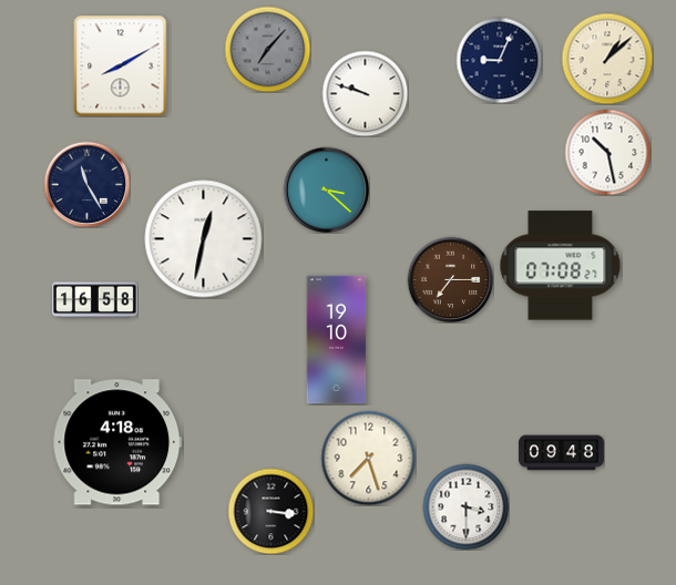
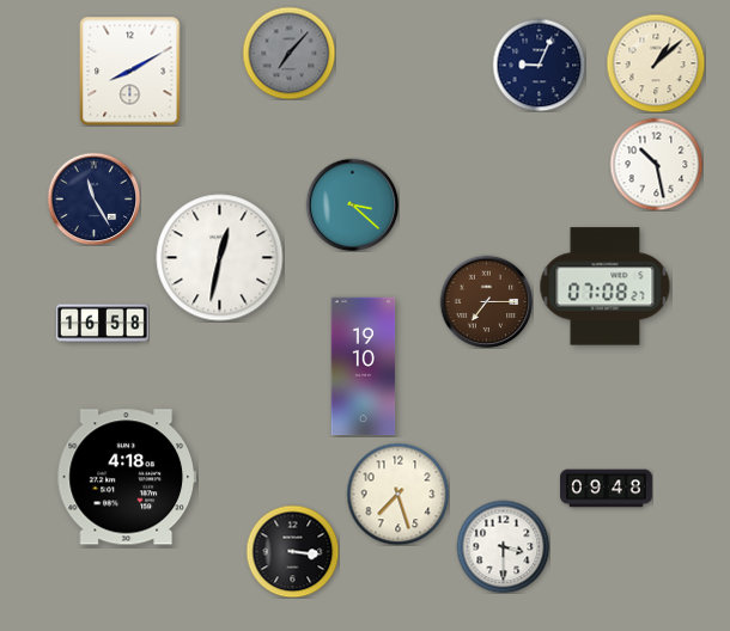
clock at (365, 93): 9:48 -> none
